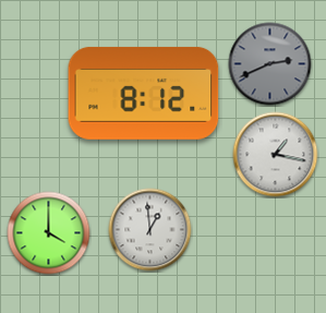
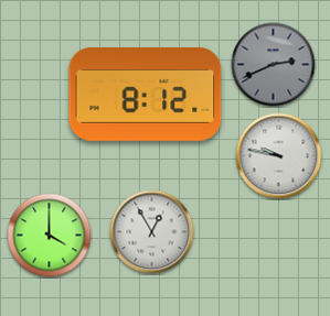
clock at (276, 155): 1:17 -> 9:47
clock at (150, 230): 12:59 -> 12:55
